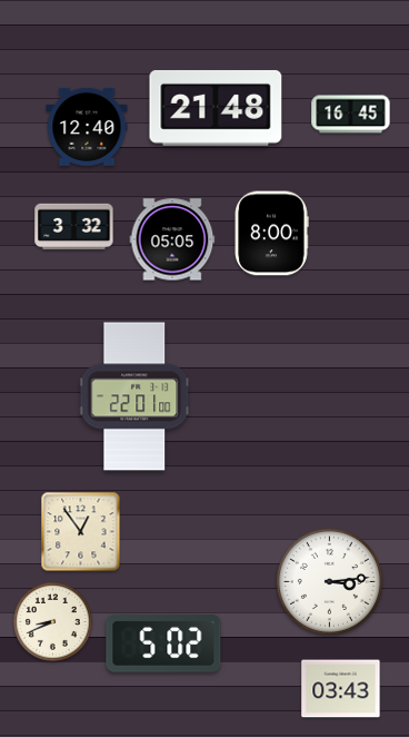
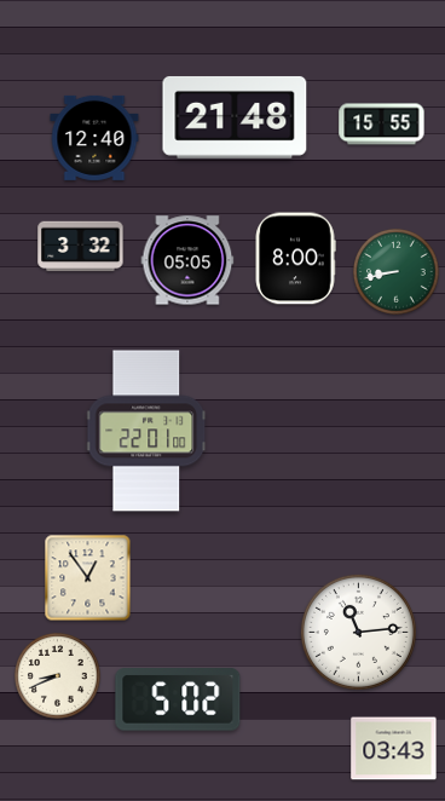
clock at (351, 115): 16:45 -> 15:55
clock at (271, 234) position: (271, 234) -> (295, 259)
clock at (397, 272): none -> 8:43
clock at (329, 581): 3:14 -> 11:14
clock at (341, 689) position: (341, 689) -> (394, 749)
